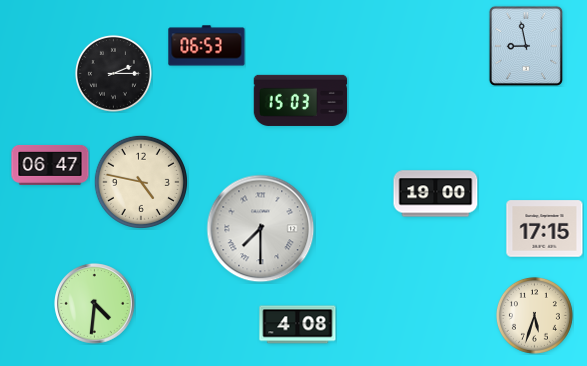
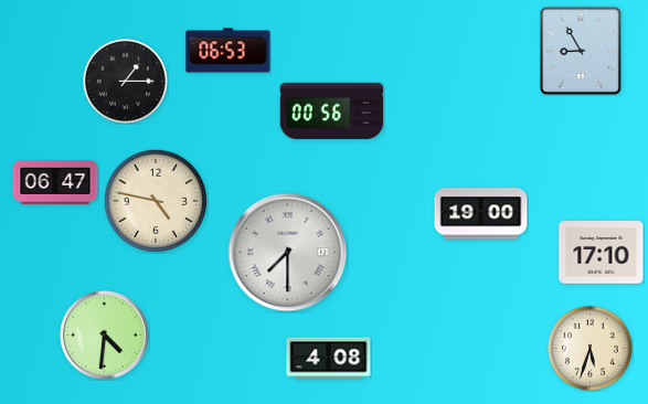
clock at (526, 46): 8:58 -> 8:55
clock at (113, 73): 2:15 -> 1:15
clock at (301, 100): 15:03 -> 00:56
clock at (545, 229): 17:15 -> 17:10
